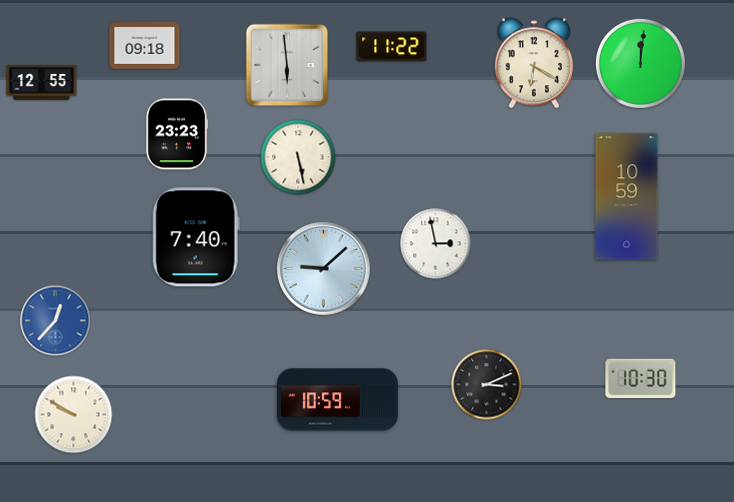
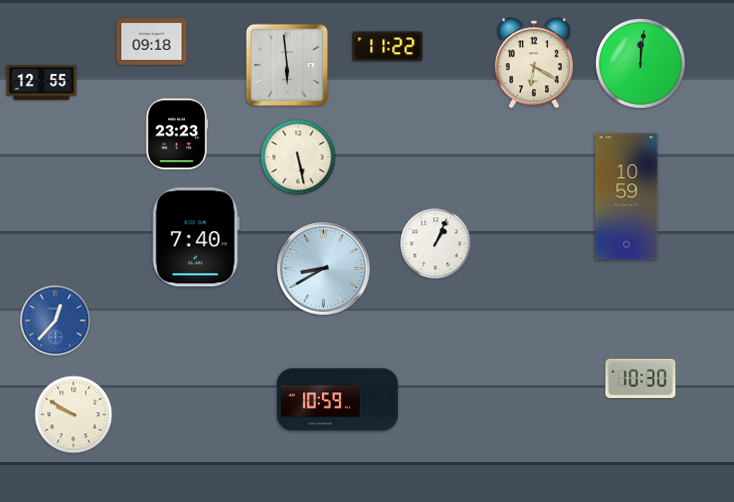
clock at (145, 46) position: (145, 46) -> (152, 42)
clock at (392, 47) position: (392, 47) -> (388, 47)
clock at (436, 244): 2:58 -> 1:04
clock at (324, 269): 9:08 -> 8:40
clock at (487, 385): 3:11 -> none
